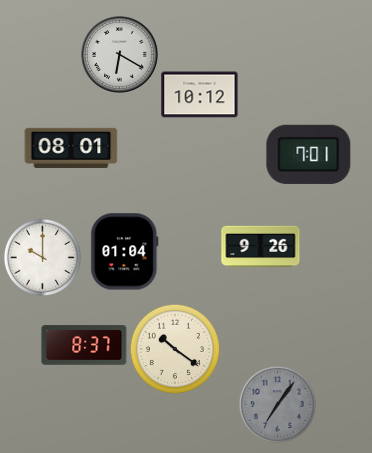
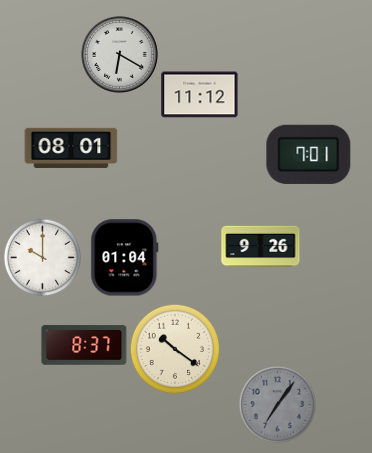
clock at (200, 95): 10:12 -> 11:12
clock at (125, 252) position: (125, 252) -> (125, 258)
